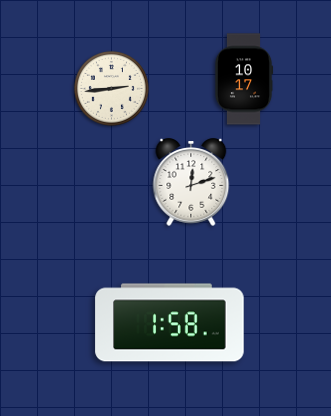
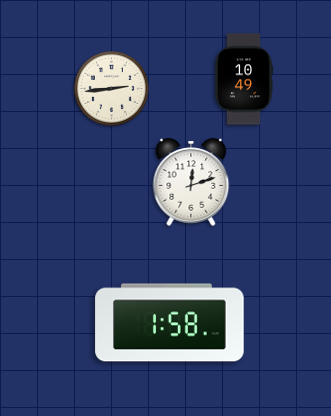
clock at (244, 79): 10:17 -> 10:49
